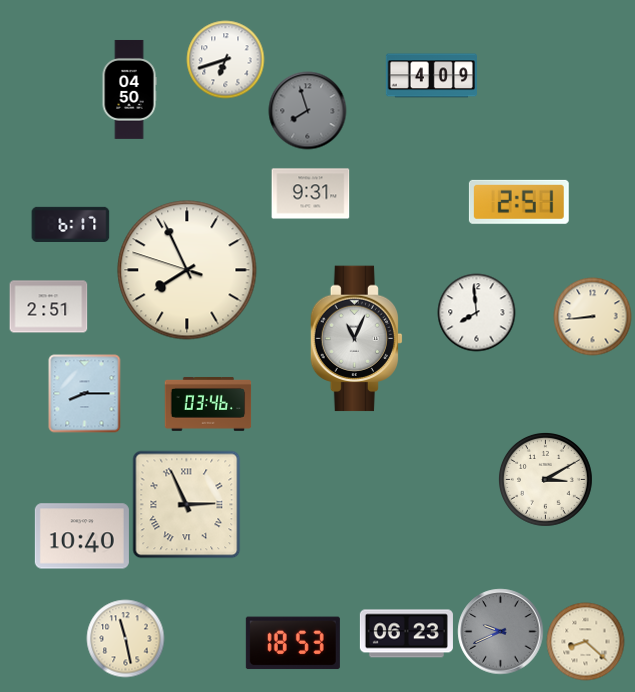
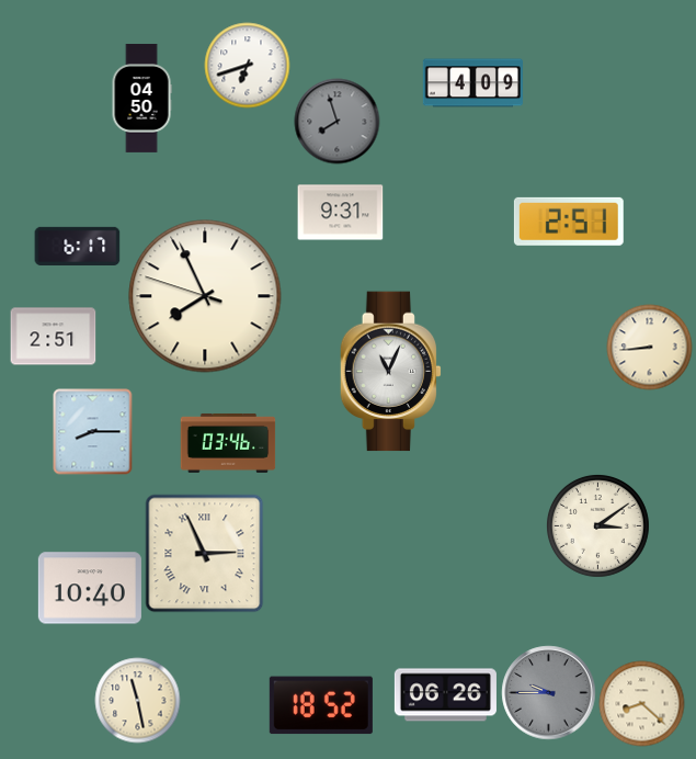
clock at (476, 312): 7:59 -> none
clock at (545, 479): 3:10 -> 3:09
clock at (500, 631): 9:41 -> 9:45
clock at (406, 634): 06:23 -> 06:26
clock at (293, 643): 18:53 -> 18:52
